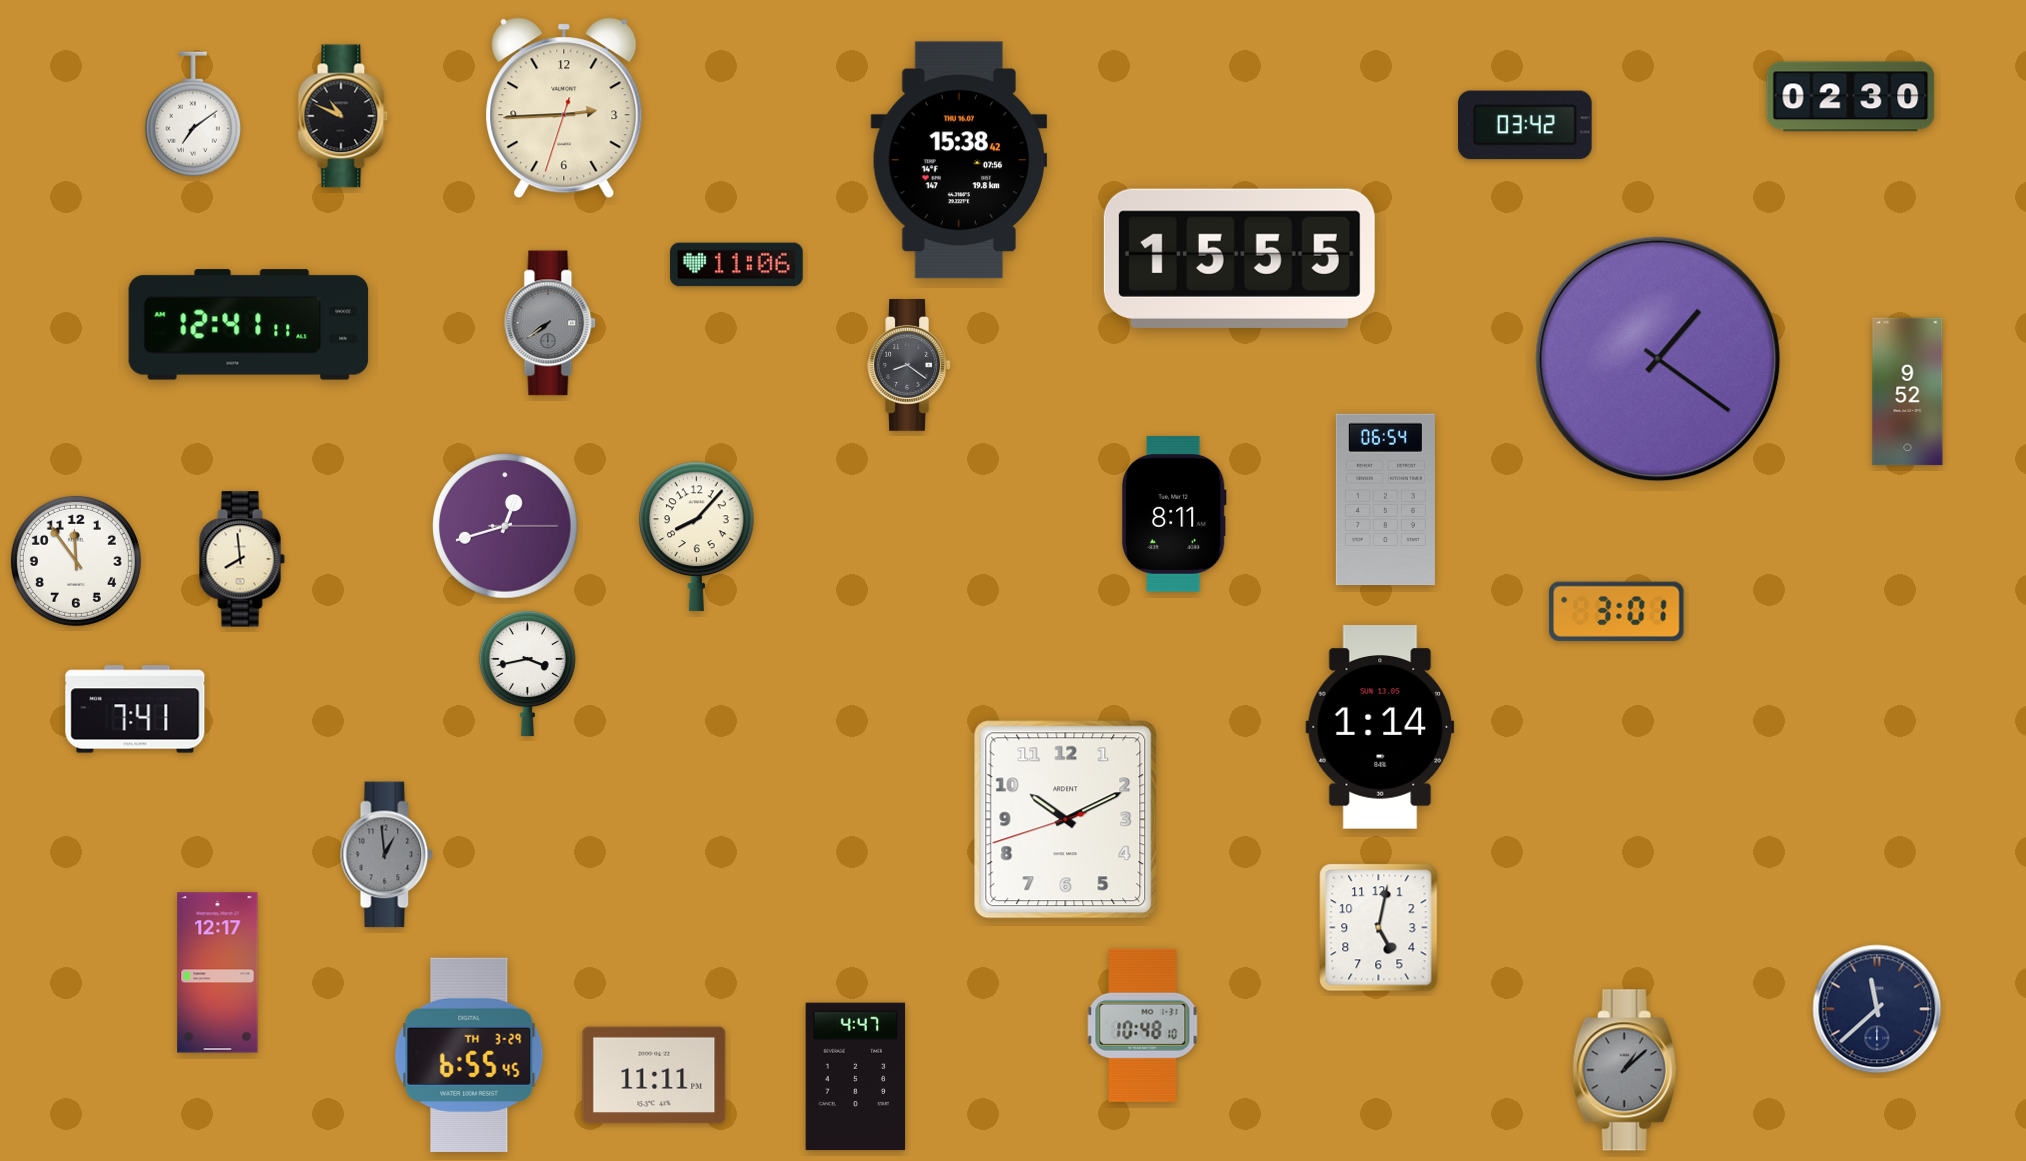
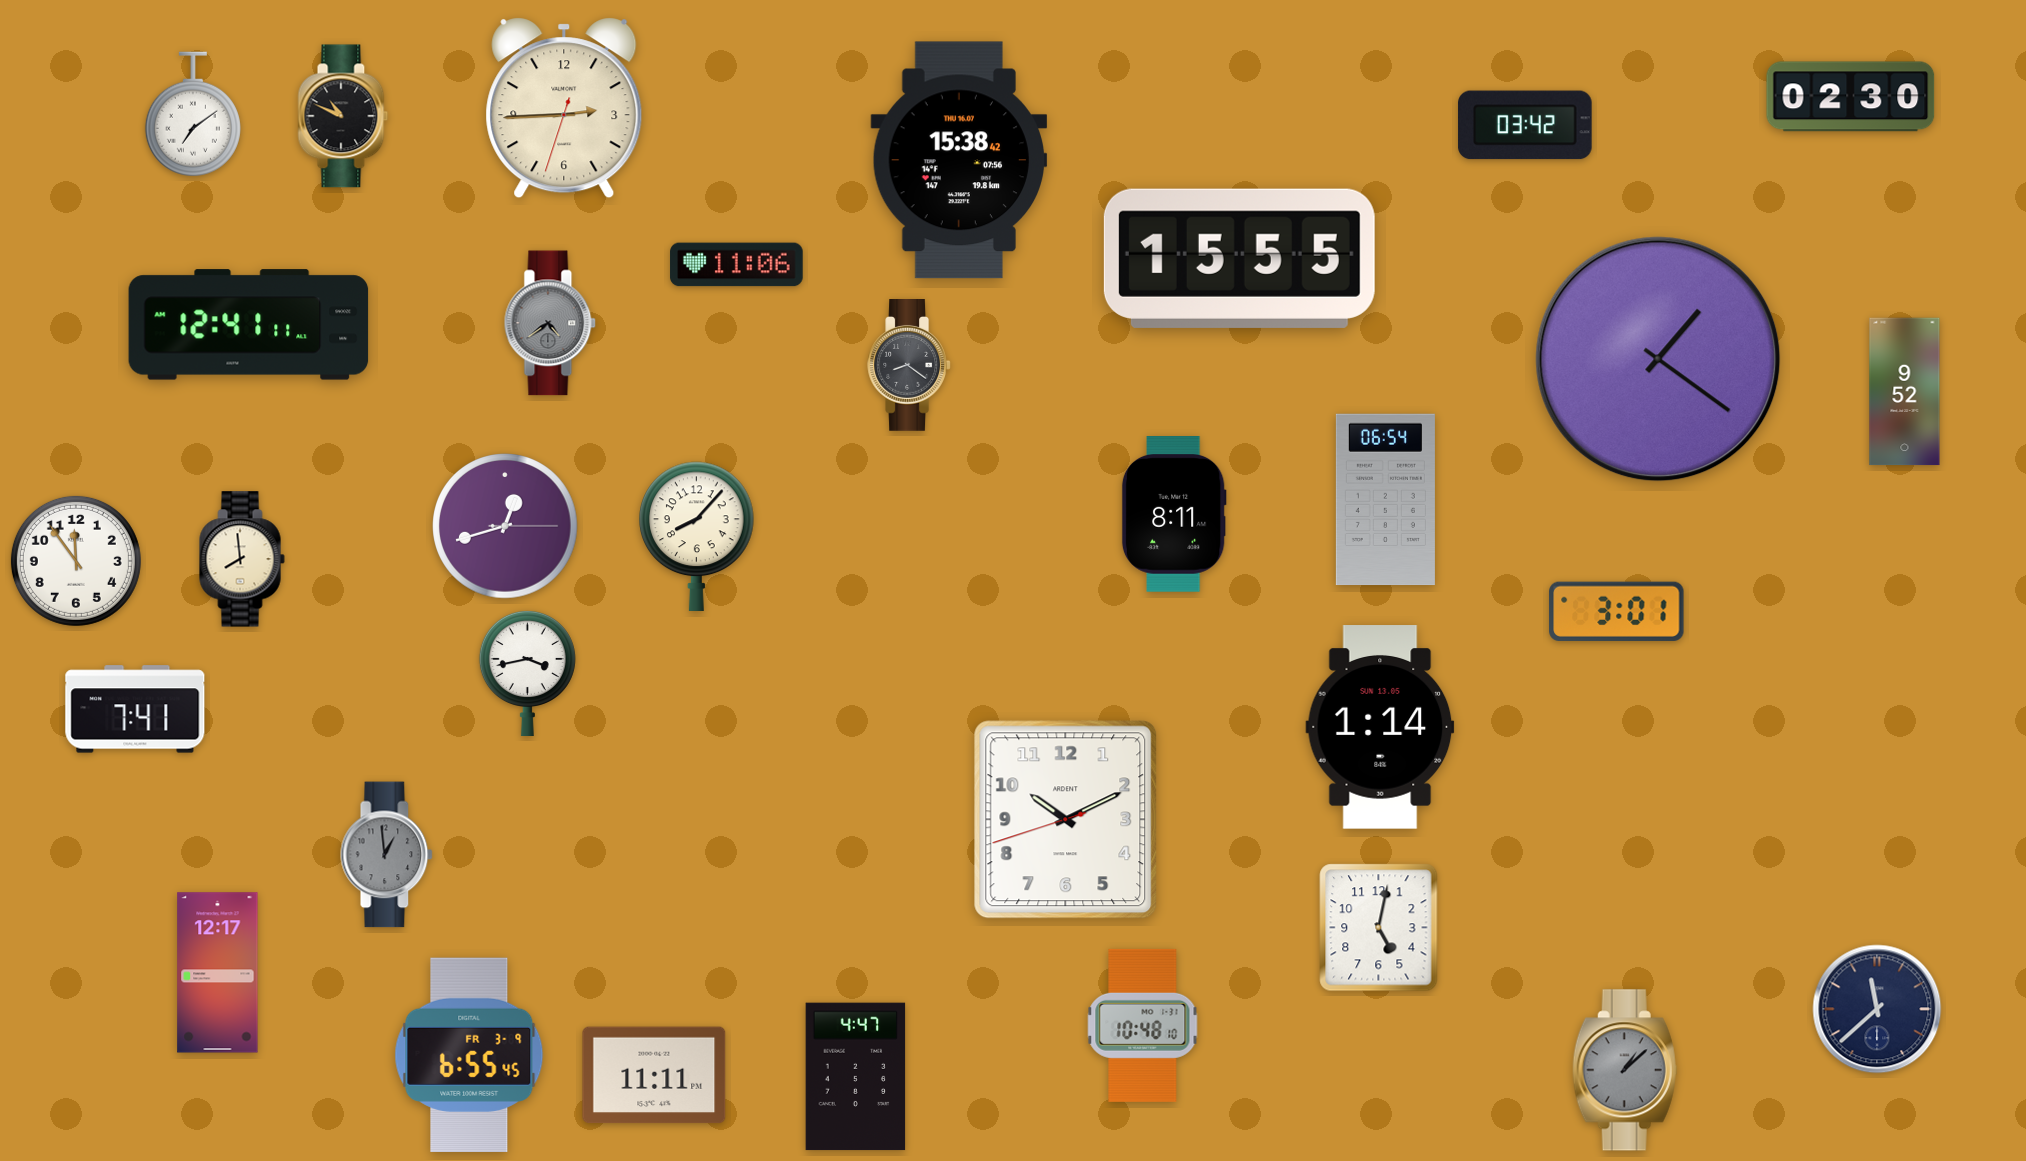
clock at (550, 323): 7:39 -> 4:39
clock at (1908, 392) position: (1908, 392) -> (1905, 392)
clock at (469, 1054) date: TH 3-29 -> FR 3-9
